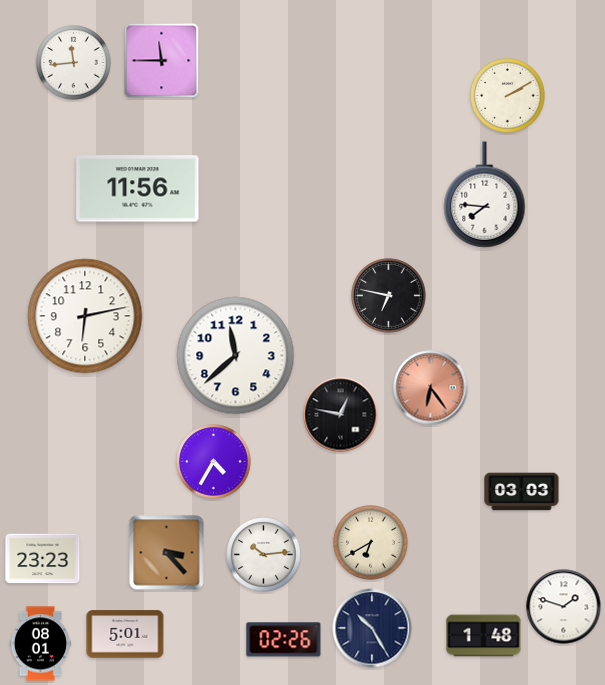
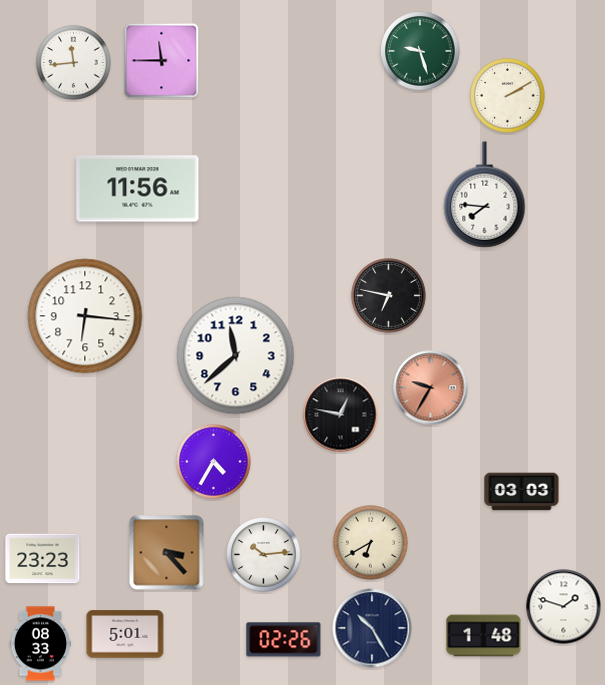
clock at (420, 51): none -> 9:27
clock at (85, 316): 6:13 -> 6:16
clock at (431, 388): 6:24 -> 9:35
clock at (40, 644): 08:01 -> 08:33
